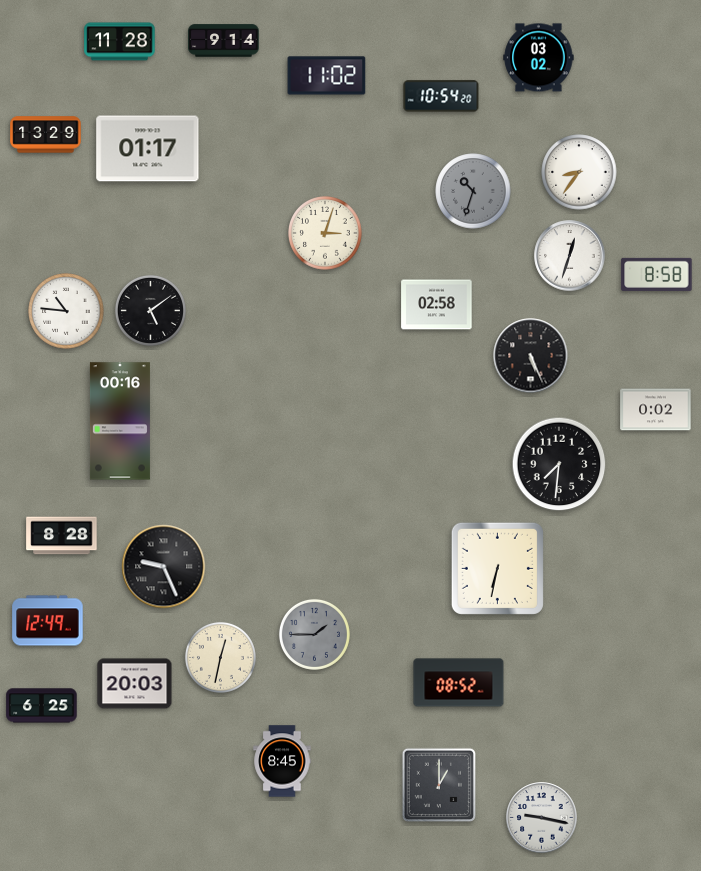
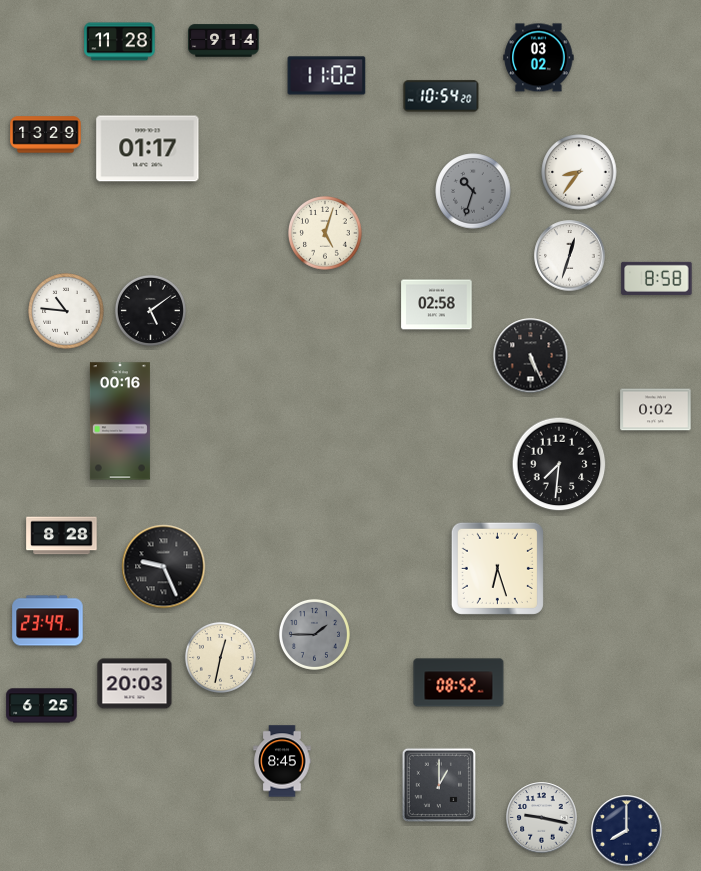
clock at (326, 234): 3:03 -> 5:03
clock at (657, 274) position: (657, 274) -> (657, 278)
clock at (497, 568): 6:32 -> 6:27
clock at (48, 621): 12:49 -> 23:49
clock at (627, 831): none -> 8:00
